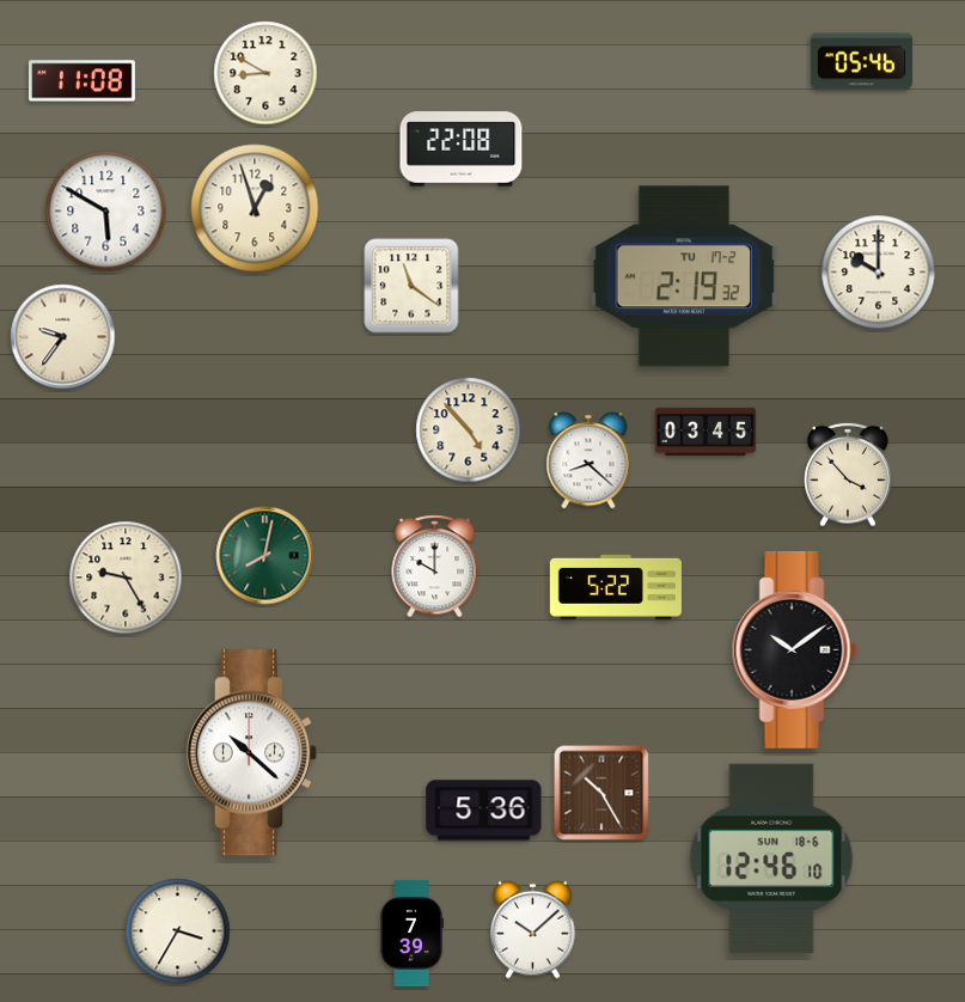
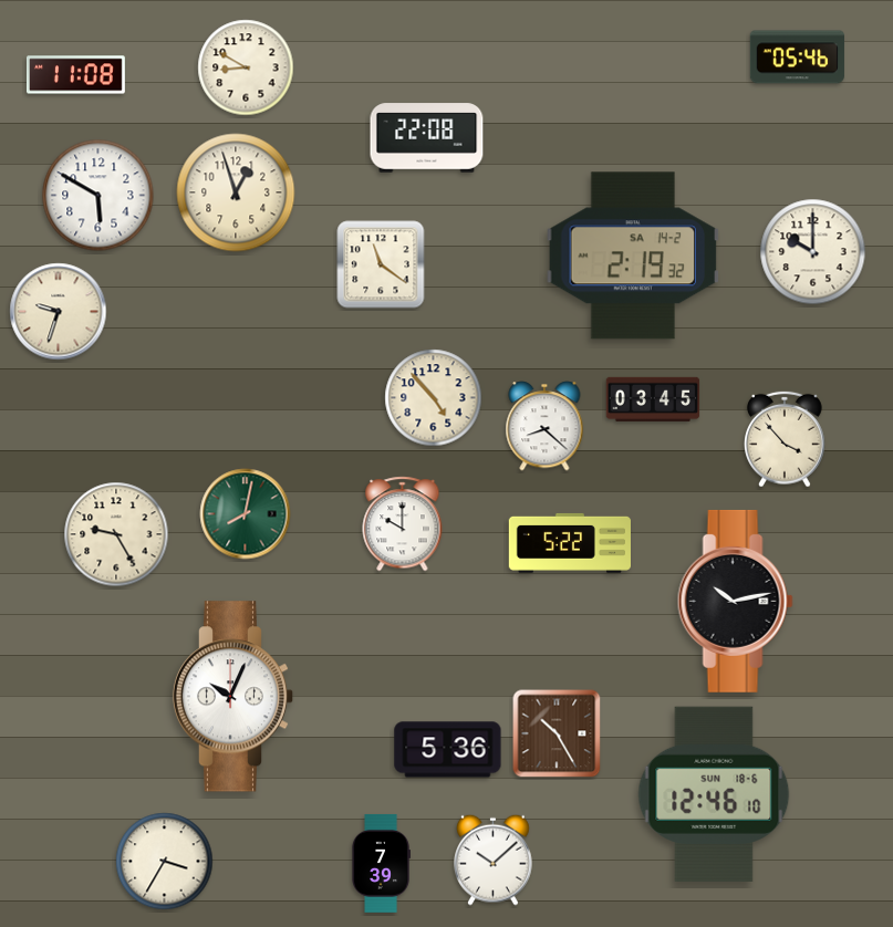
clock at (684, 276) date: TU 17-2 -> SA 14-2
clock at (63, 337): 9:36 -> 9:33
clock at (794, 649): 10:09 -> 10:13
clock at (252, 753): 10:22 -> 10:04
